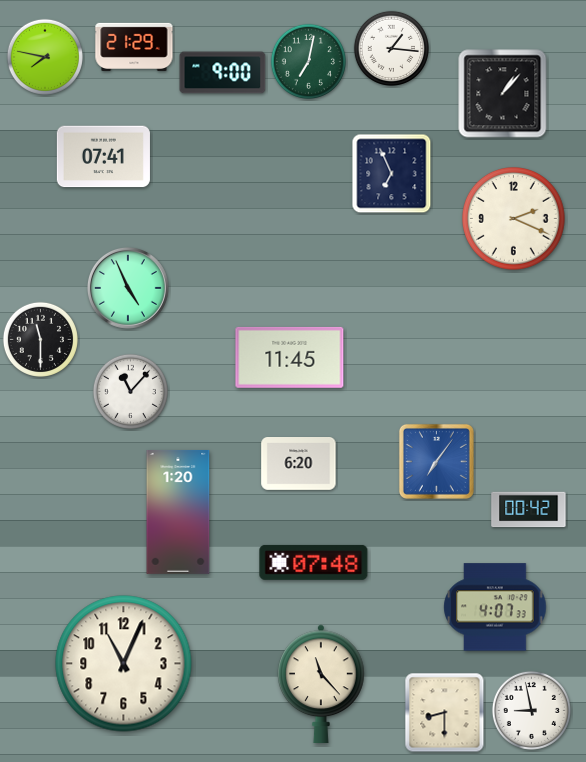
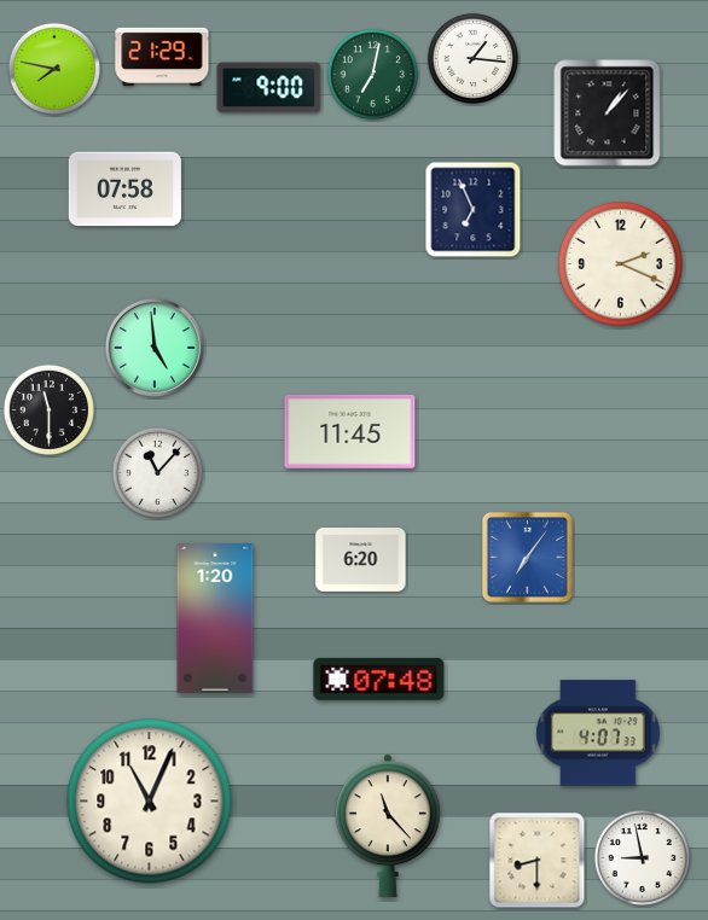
clock at (103, 157): 07:41 -> 07:58
clock at (128, 288): 4:56 -> 4:59
clock at (529, 510): 00:42 -> none
